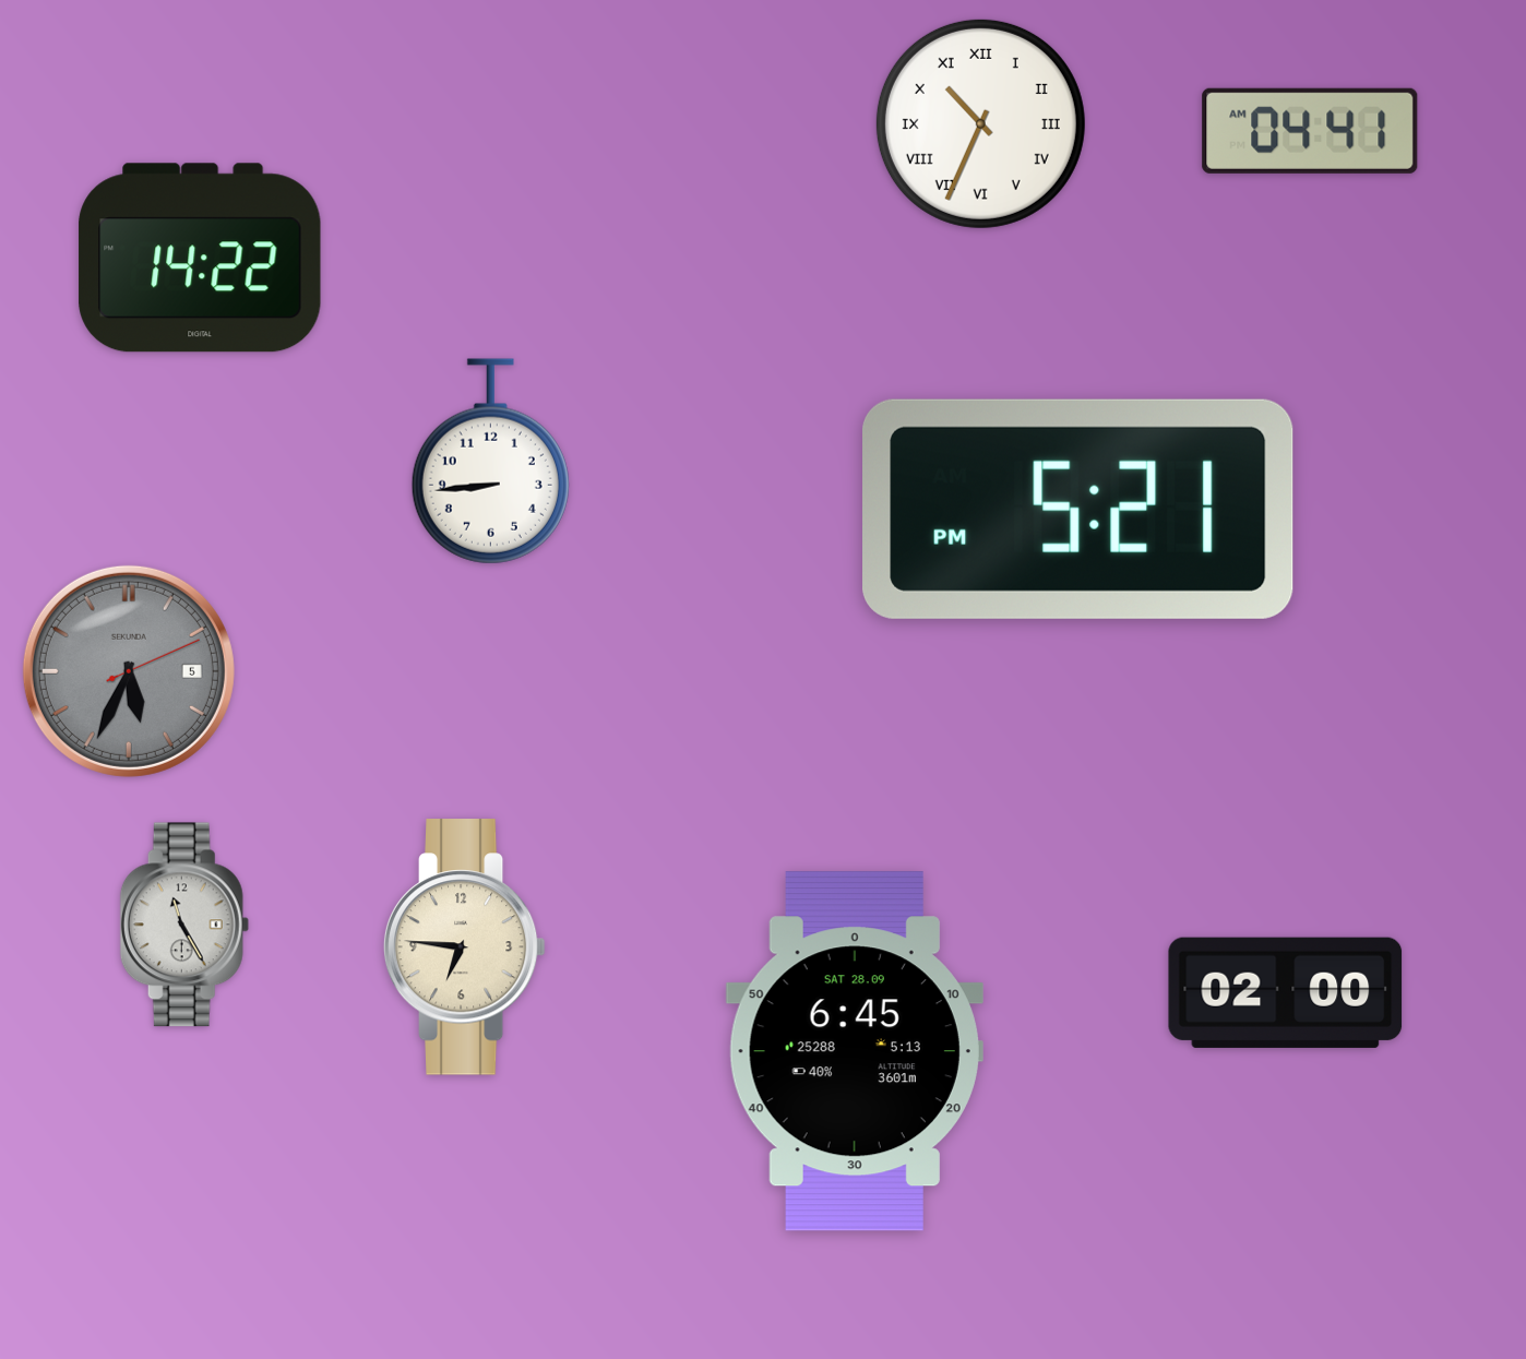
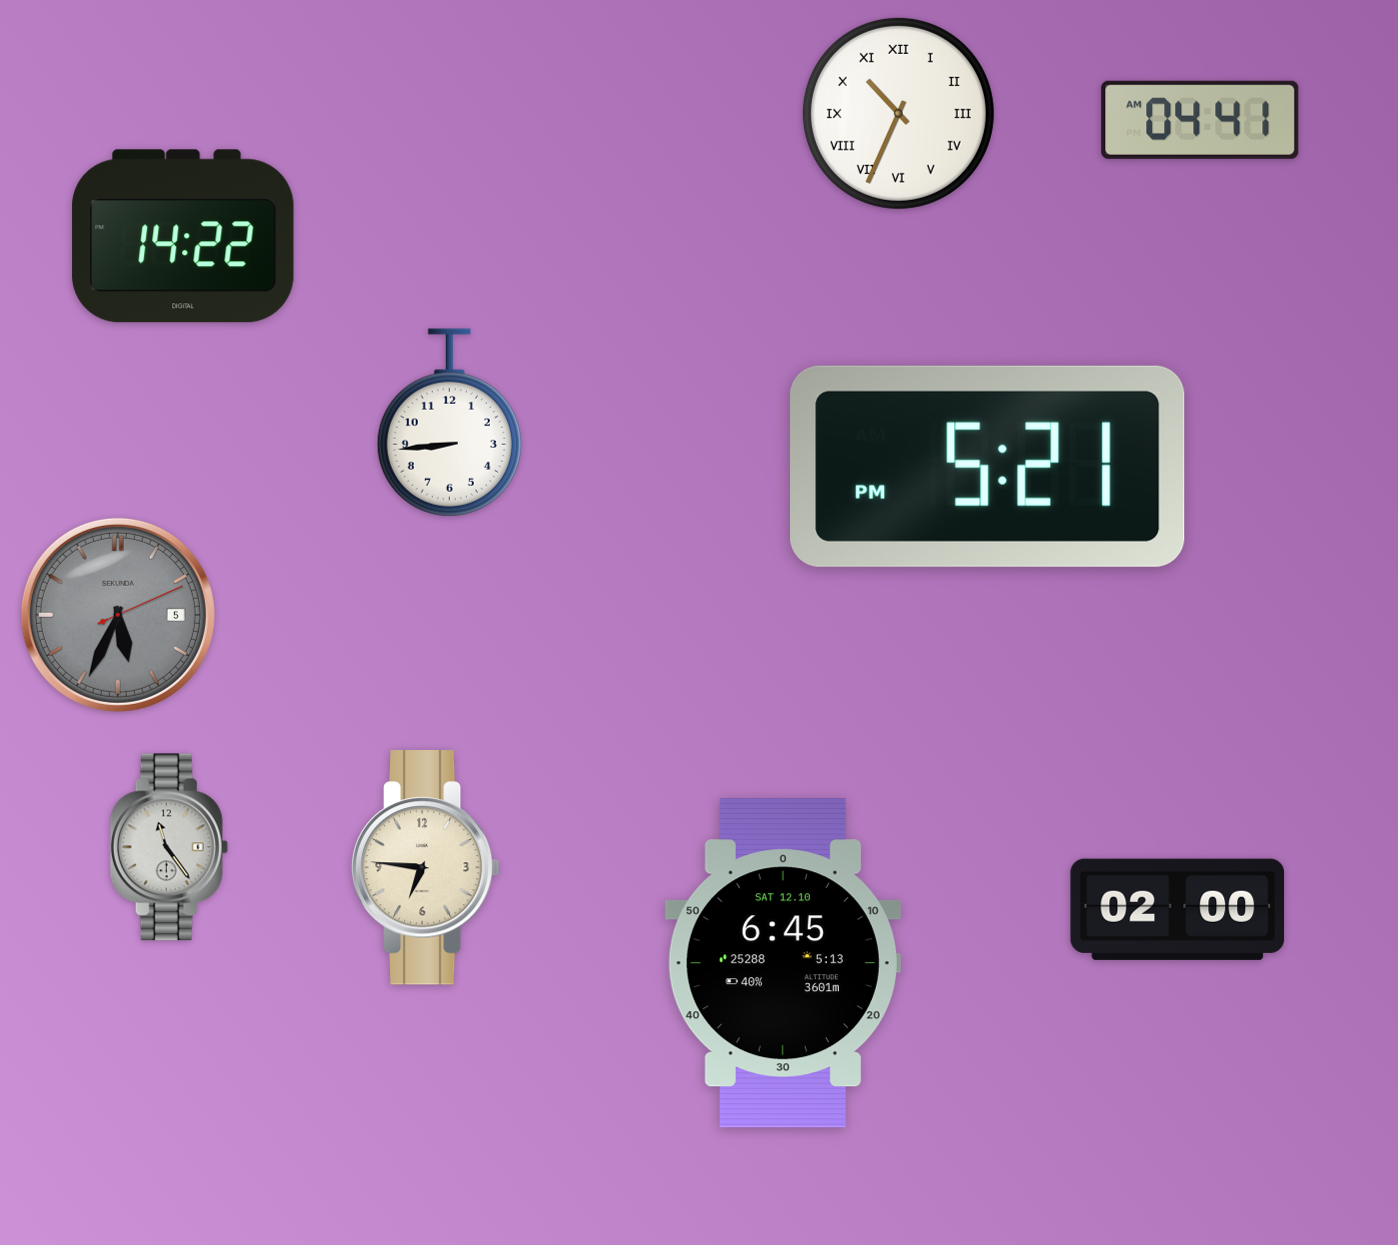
clock at (184, 925): 11:25 -> 11:24
clock at (855, 1051) date: SAT 28.09 -> SAT 12.10
